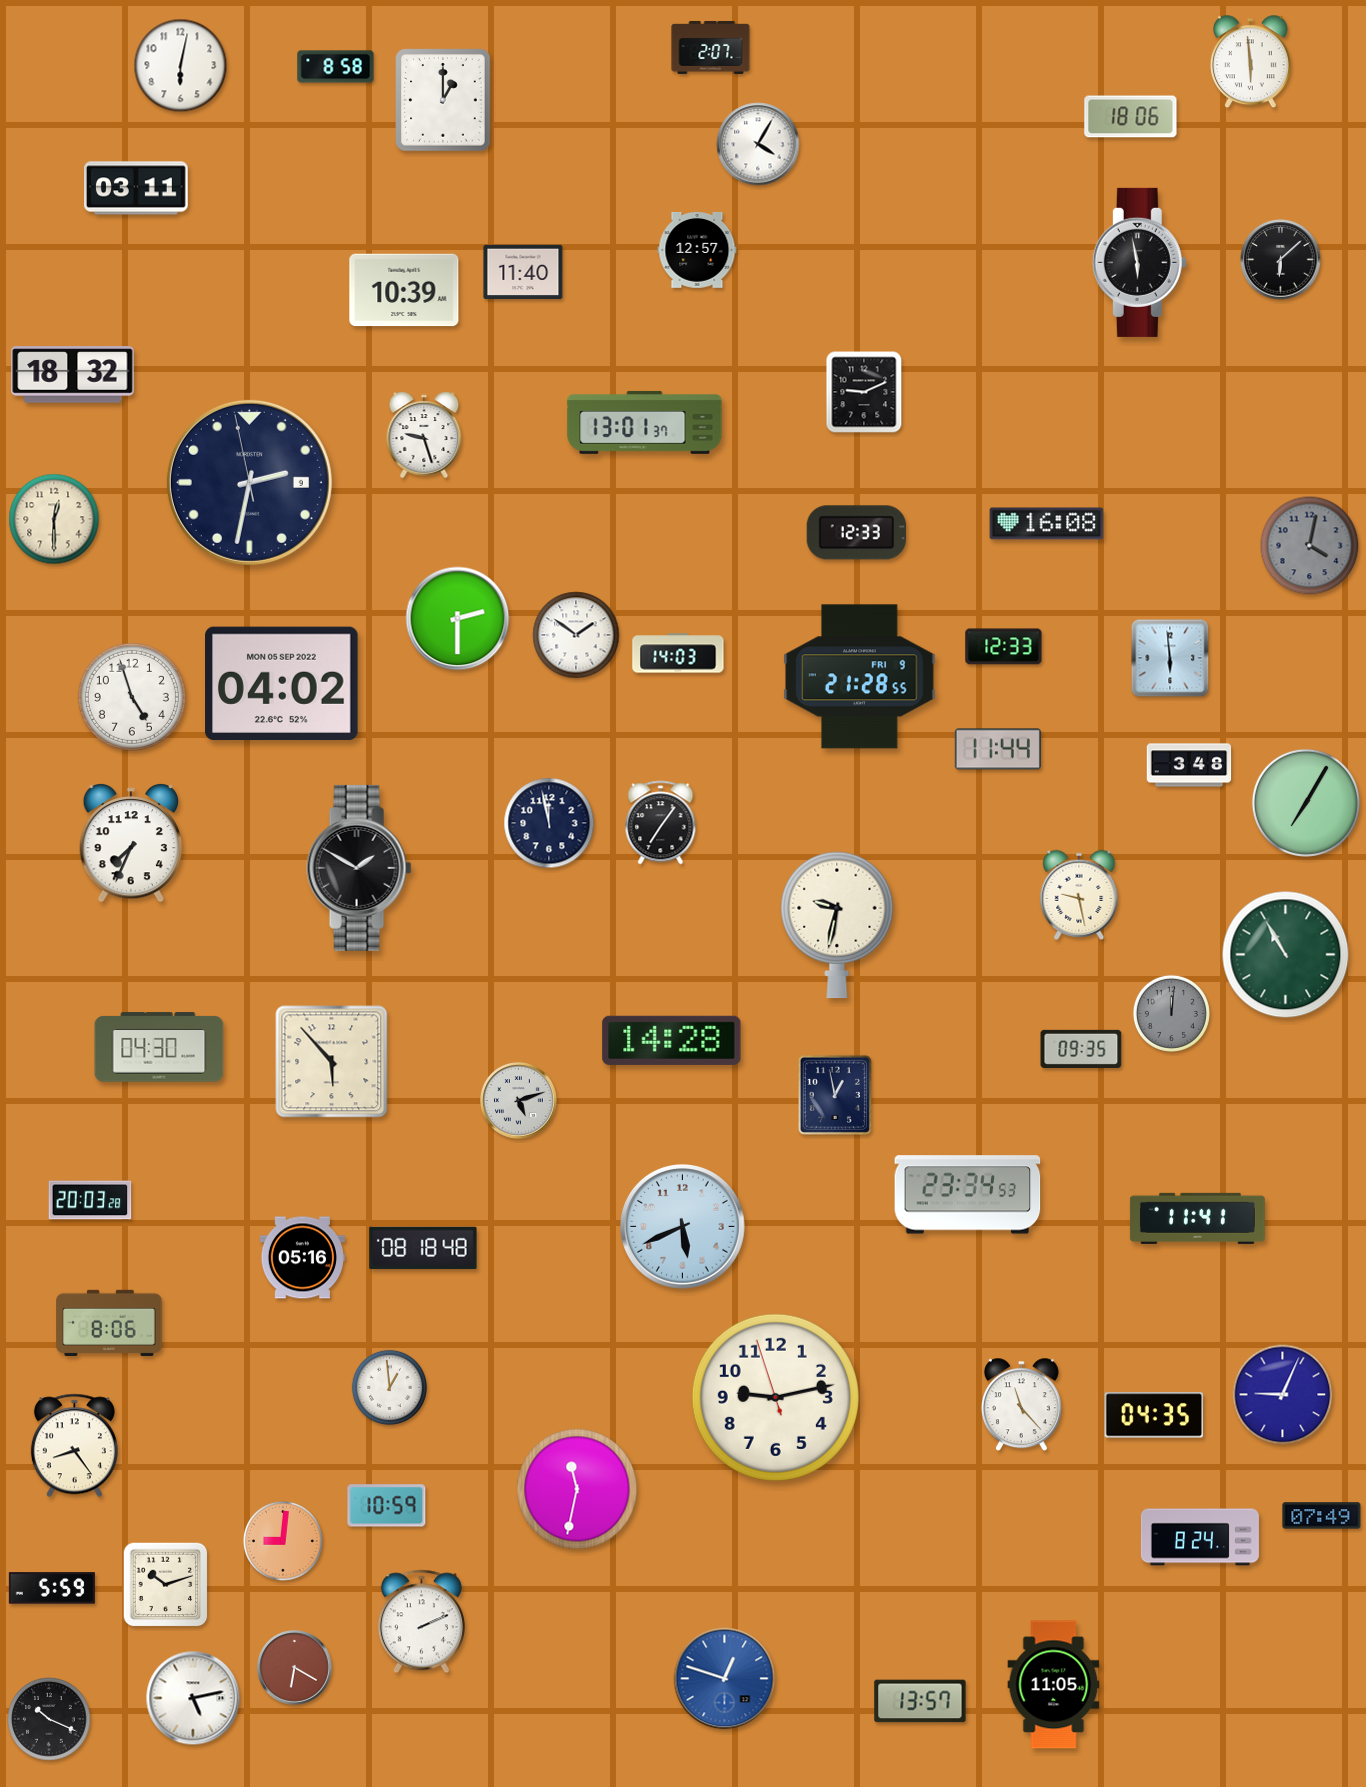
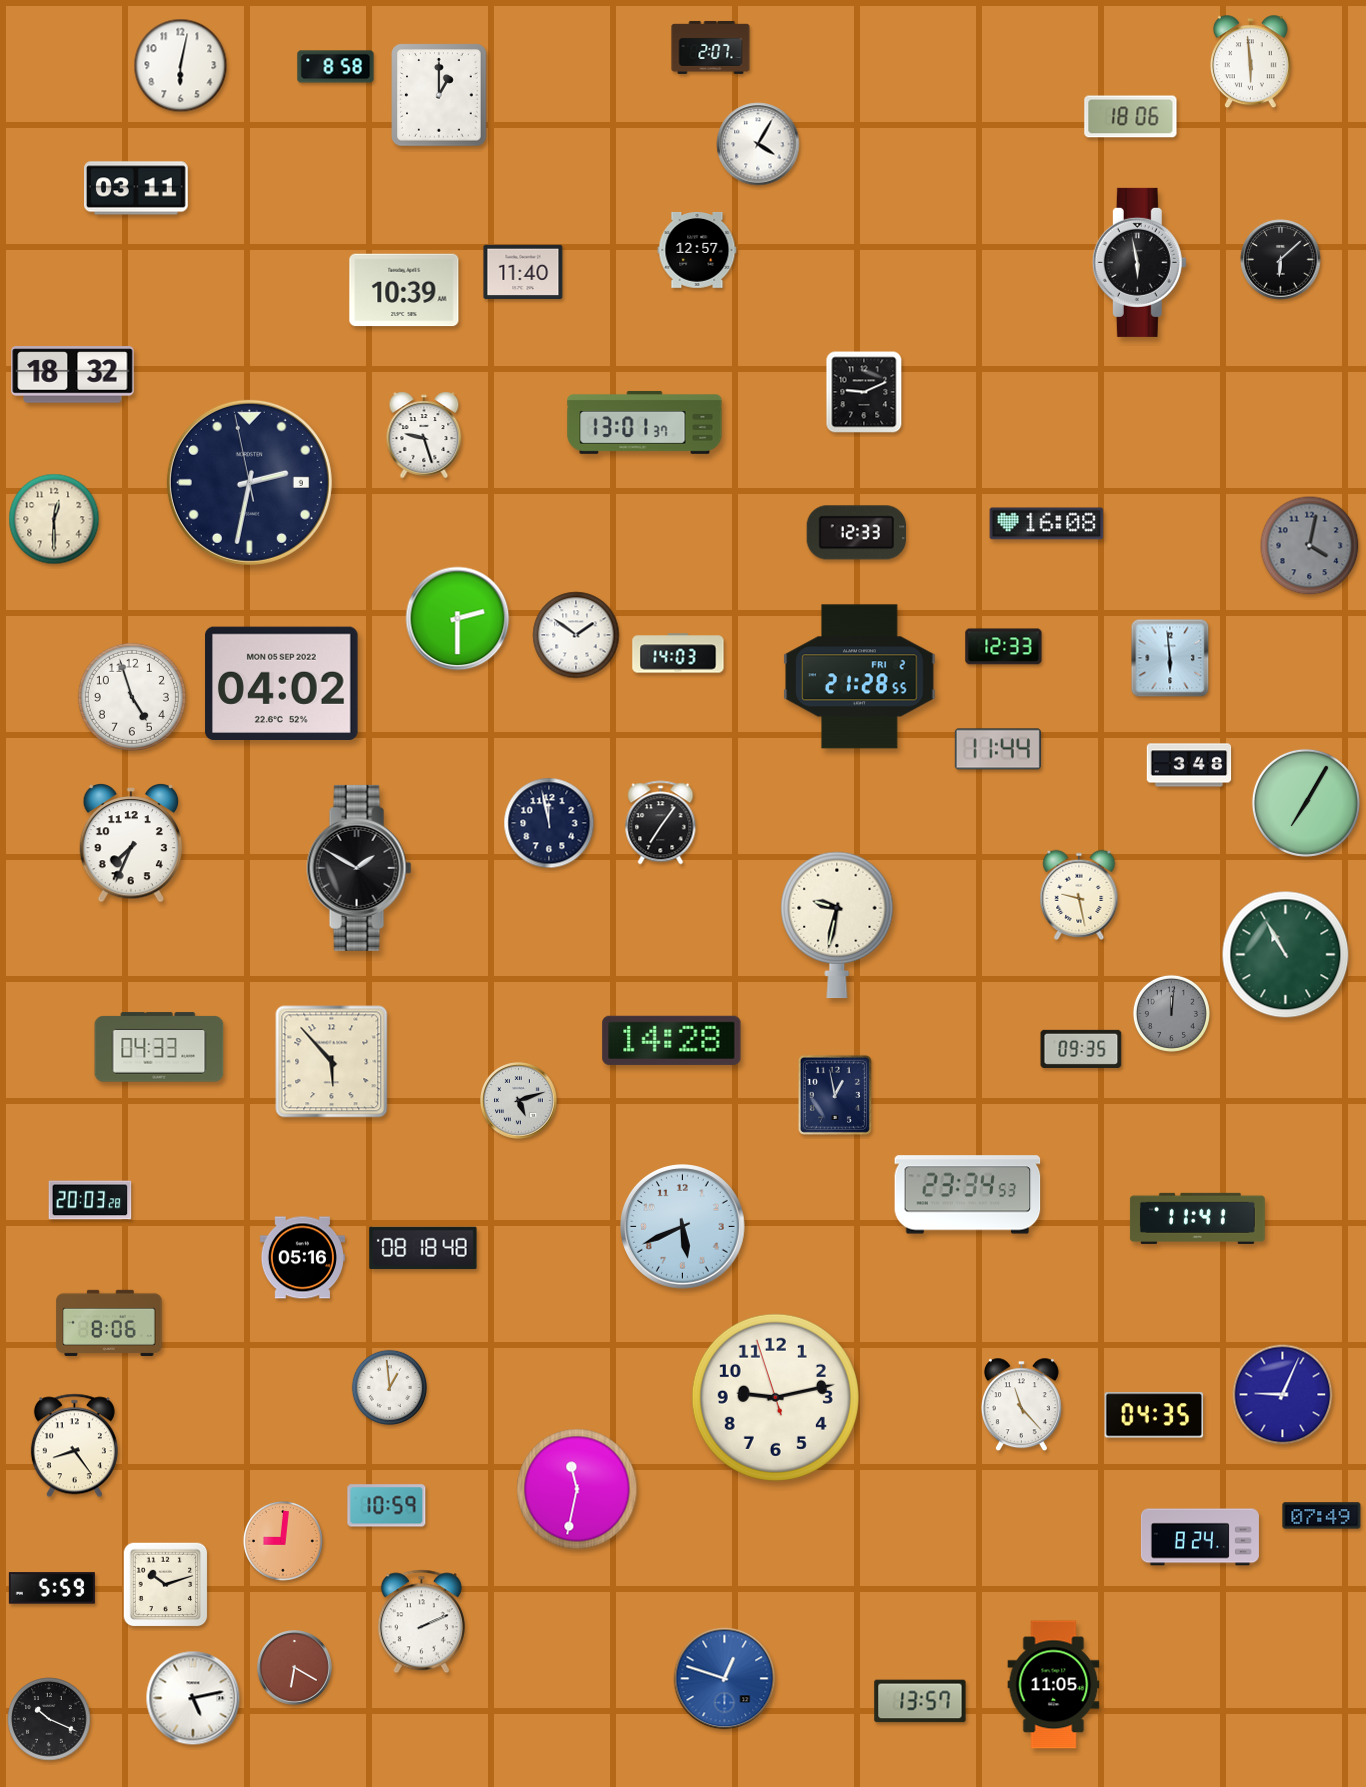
clock at (443, 100) position: (443, 100) -> (439, 95)
clock at (860, 677) date: FRI 9 -> FRI 2
clock at (159, 1047): 04:30 -> 04:33
